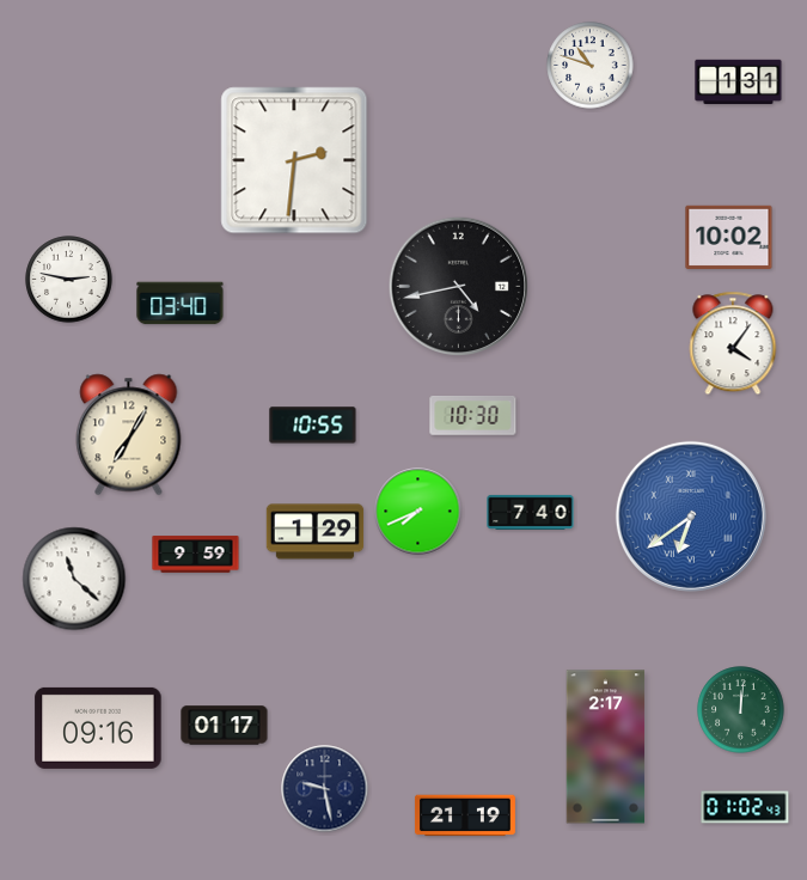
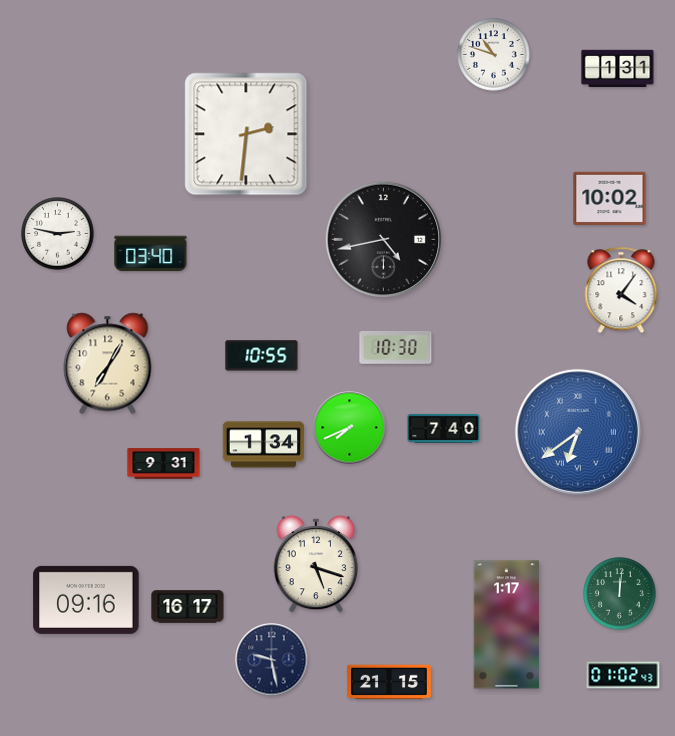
clock at (733, 343) position: (733, 343) -> (621, 290)
clock at (316, 532): 1:29 -> 1:34
clock at (196, 555): 9:59 -> 9:31
clock at (74, 579): 11:22 -> none
clock at (316, 564): none -> 5:18
clock at (225, 726): 01:17 -> 16:17
clock at (98, 728) position: (98, 728) -> (86, 600)
clock at (606, 747): 2:17 -> 1:17
clock at (465, 815): 21:19 -> 21:15
